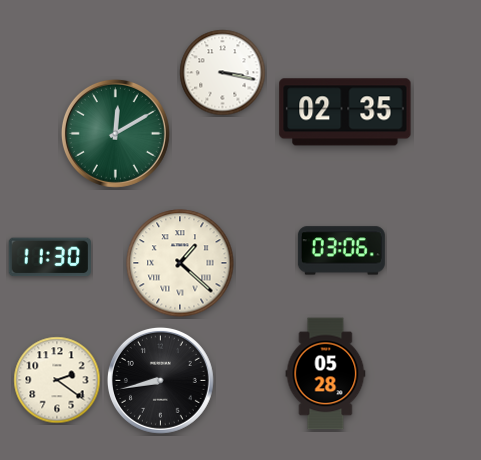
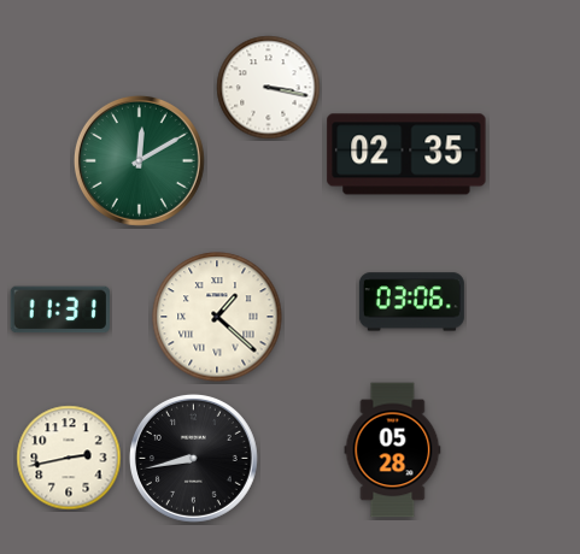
clock at (345, 112) position: (345, 112) -> (406, 154)
clock at (50, 257): 11:30 -> 11:31
clock at (57, 380): 2:21 -> 2:43
